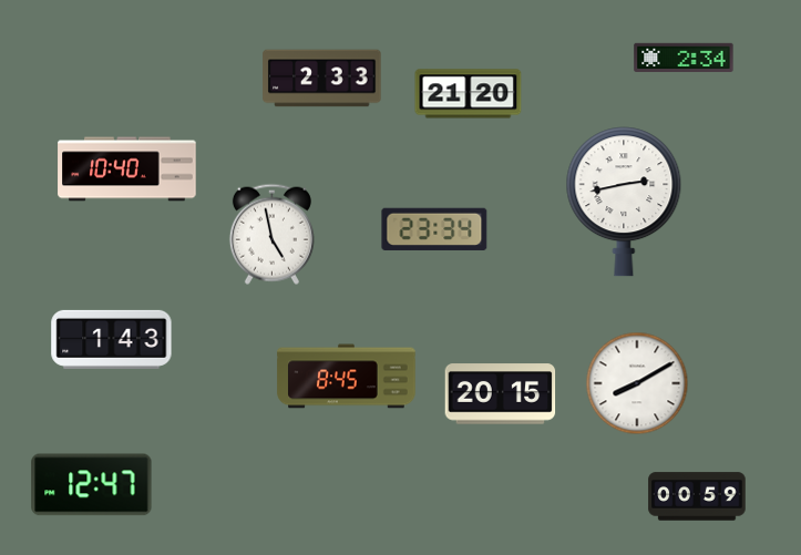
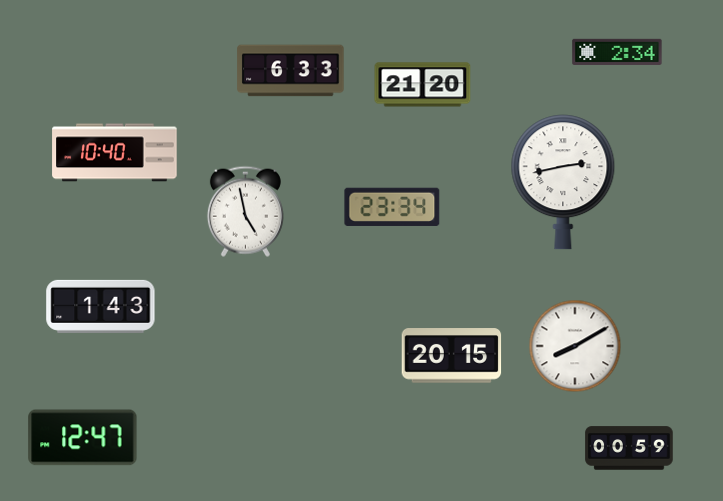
clock at (322, 79): 2:33 -> 6:33
clock at (347, 377): 8:45 -> none
